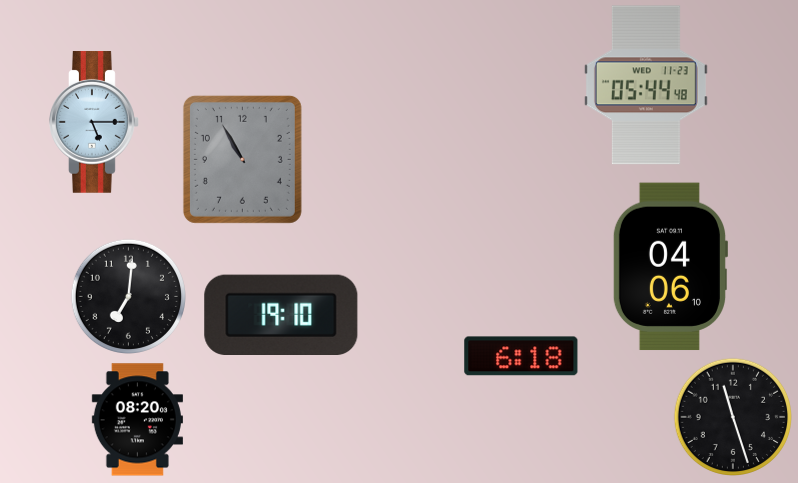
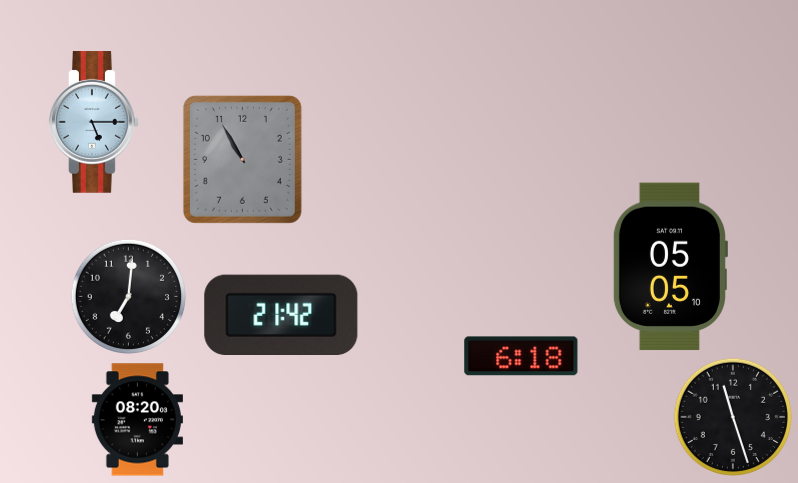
clock at (646, 85): 05:44 -> none
clock at (669, 267): 04:06 -> 05:05
clock at (281, 315): 19:10 -> 21:42
